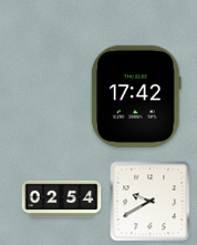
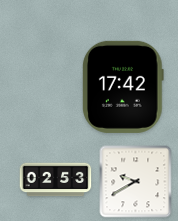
clock at (62, 200): 02:54 -> 02:53
